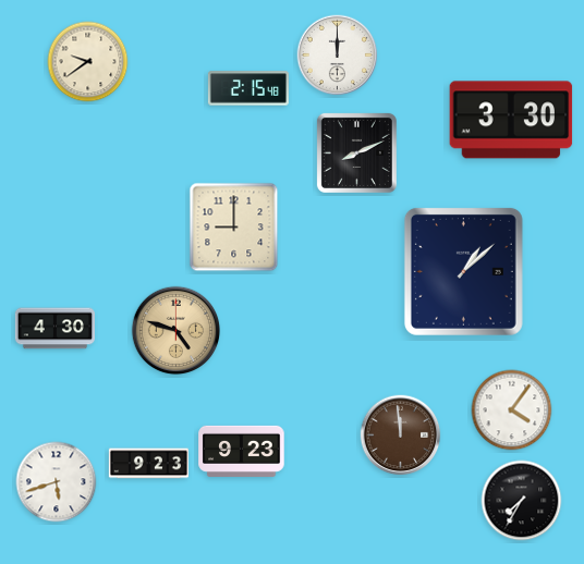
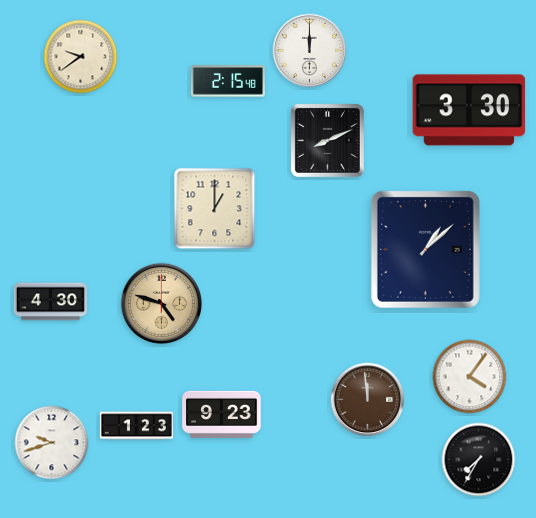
clock at (234, 228): 9:00 -> 1:00
clock at (148, 464): 9:23 -> 1:23
clock at (57, 482): 5:42 -> 9:42
